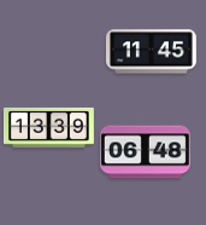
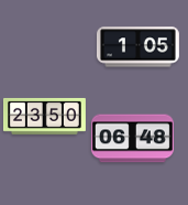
clock at (151, 52): 11:45 -> 1:05
clock at (48, 127): 13:39 -> 23:50
